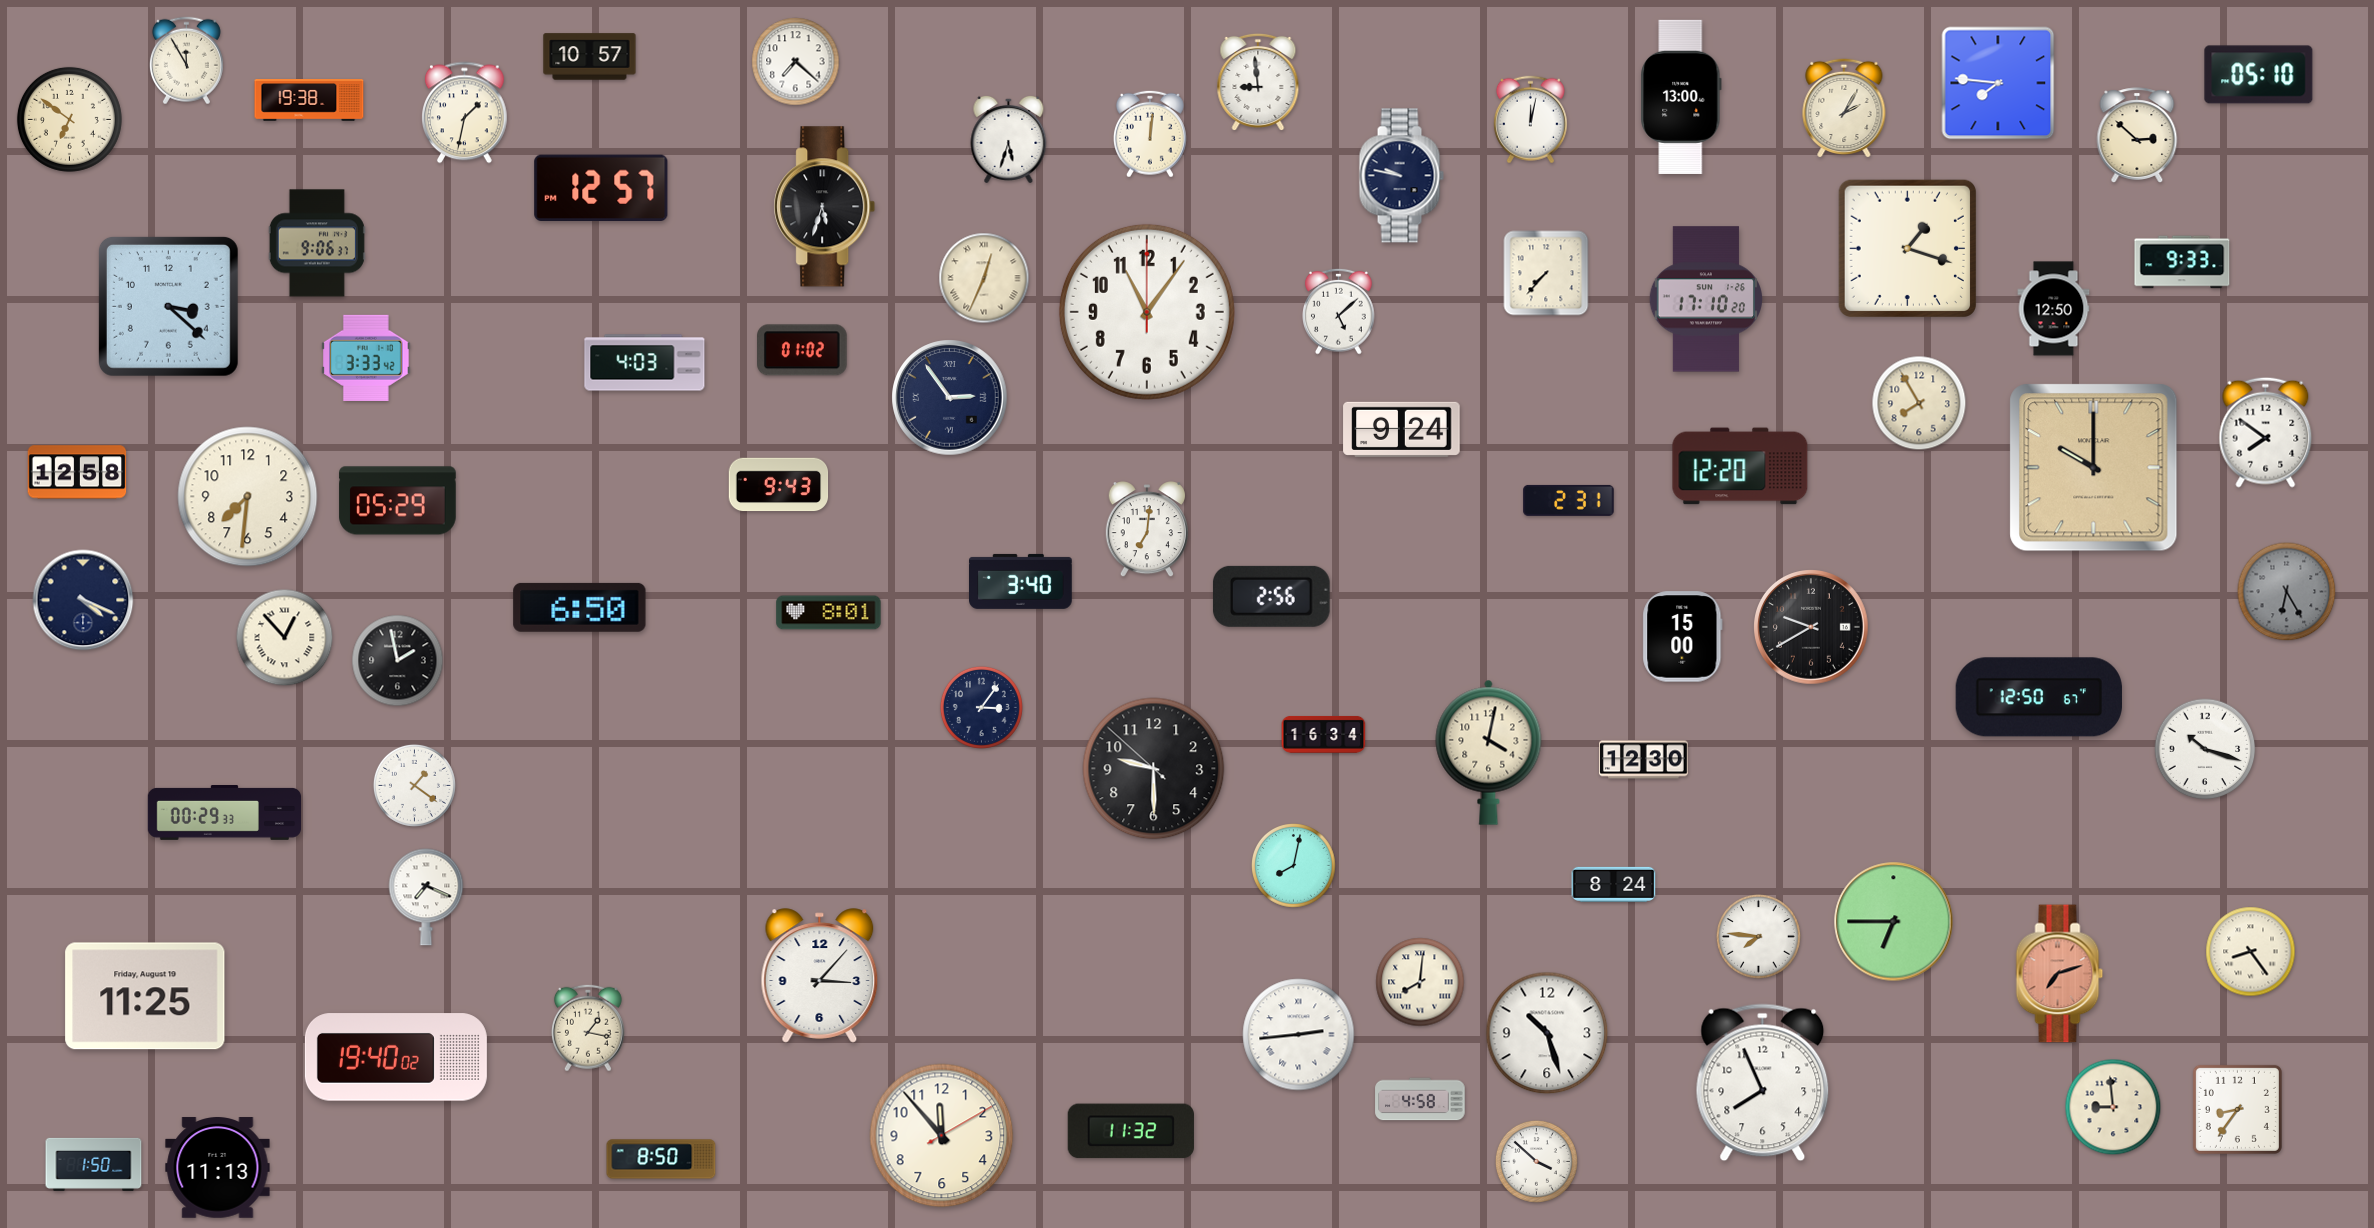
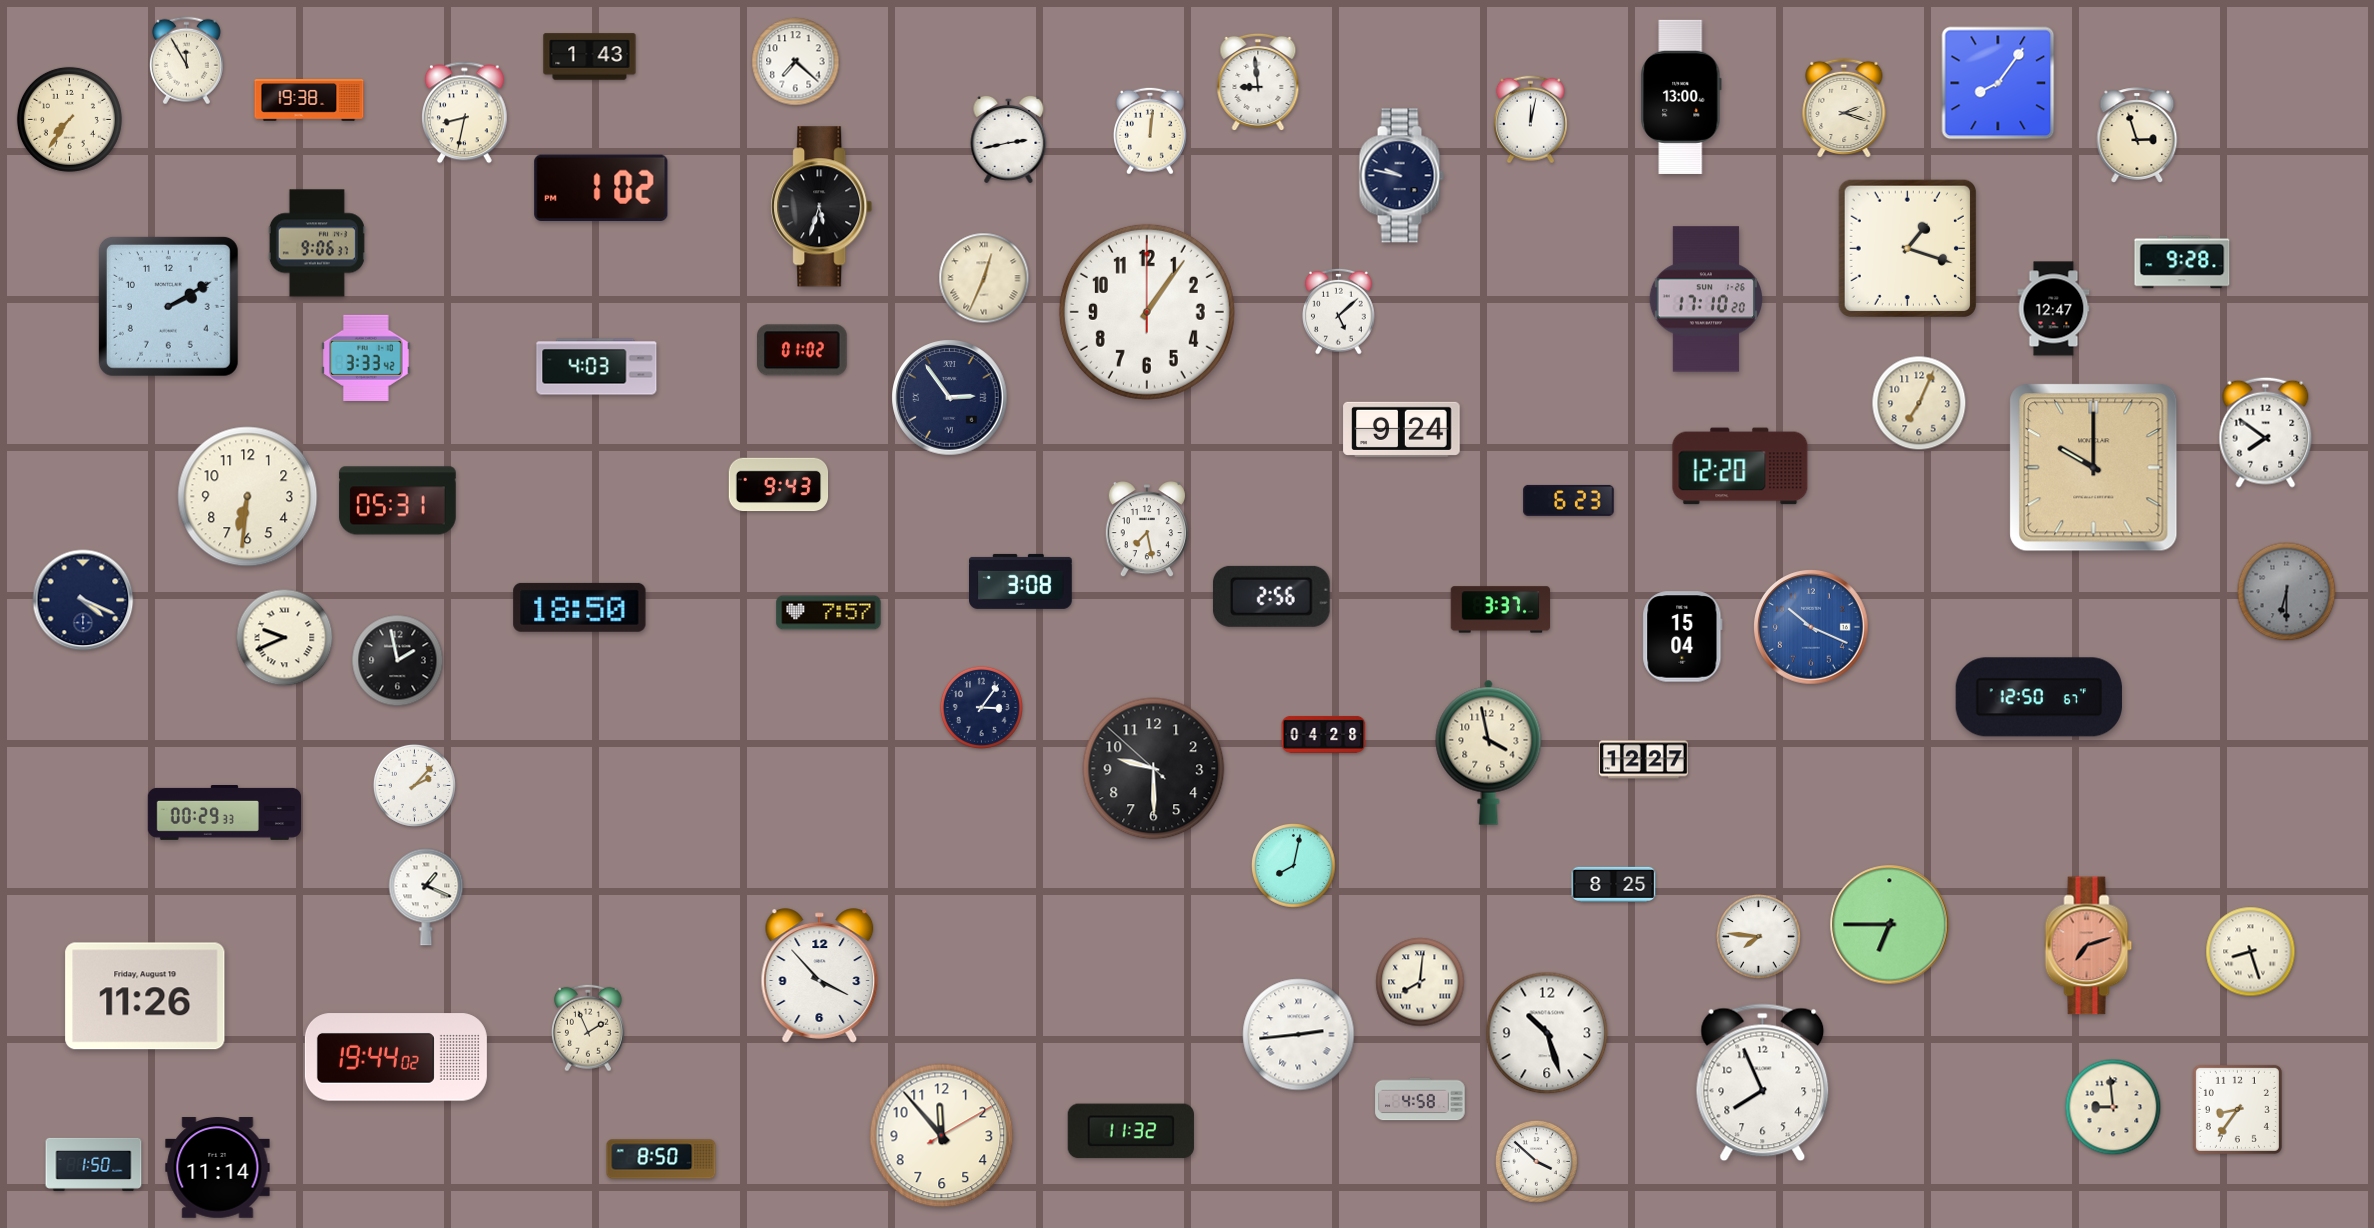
clock at (590, 57): 10:57 -> 1:43
clock at (2259, 75): 05:10 -> none
clock at (1998, 83): 7:46 -> 8:06
clock at (1844, 108): 2:05 -> 2:18
clock at (465, 113): 1:32 -> 8:32
clock at (69, 119): 6:51 -> 7:36
clock at (1150, 134) position: (1150, 134) -> (1150, 131)
clock at (2137, 135): 2:52 -> 2:57
clock at (1009, 139): 5:33 -> 2:43
clock at (601, 188): 12:57 -> 1:02
clock at (825, 207) position: (825, 207) -> (822, 207)
clock at (2182, 262): 9:33 -> 9:28
clock at (1546, 273): 7:37 -> none
clock at (168, 306): 3:22 -> 2:10
clock at (2054, 309): 12:50 -> 12:47
clock at (1147, 312): 11:06 -> 1:06
clock at (645, 363) position: (645, 363) -> (597, 367)
clock at (1919, 403): 7:55 -> 7:04
clock at (77, 472): 12:58 -> none
clock at (248, 497): 7:31 -> 6:31
clock at (1569, 500): 2:31 -> 6:23
clock at (398, 501): 05:29 -> 05:31
clock at (1147, 530): 7:01 -> 7:28
clock at (1021, 581): 3:40 -> 3:08
clock at (2287, 592): 6:25 -> 6:30
clock at (580, 607): 6:50 -> 18:50
clock at (1501, 610): none -> 3:37
clock at (829, 613): 8:01 -> 7:57
clock at (1812, 628): 9:40 -> 10:19
clock at (1812, 628) dial: black -> blue
clock at (1683, 637): 15:00 -> 15:04
clock at (285, 638): 12:53 -> 9:41
clock at (1324, 734): 16:34 -> 04:28
clock at (2205, 749): 10:18 -> none
clock at (1489, 752): 4:02 -> 3:58
clock at (1644, 760): 12:30 -> 12:27
clock at (414, 785): 1:21 -> 2:07
clock at (1614, 884): 8:24 -> 8:25
clock at (426, 897): 7:19 -> 1:19
clock at (1894, 922) position: (1894, 922) -> (1890, 925)
clock at (2251, 952): 8:24 -> 8:27
clock at (2060, 974) position: (2060, 974) -> (2089, 946)
clock at (820, 976): 3:07 -> 3:53
clock at (145, 996): 11:25 -> 11:26
clock at (588, 1028): 1:17 -> 1:56
clock at (396, 1057): 19:40 -> 19:44
clock at (218, 1168): 11:13 -> 11:14
